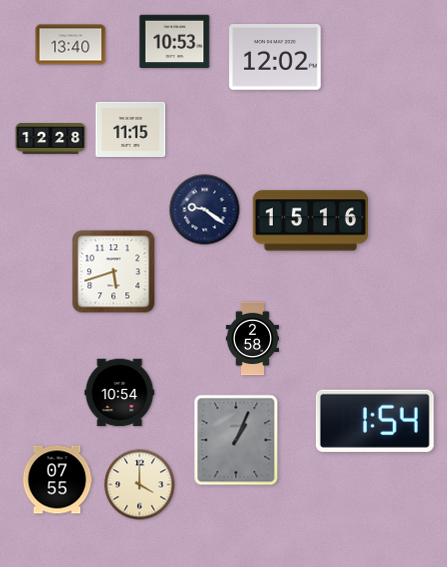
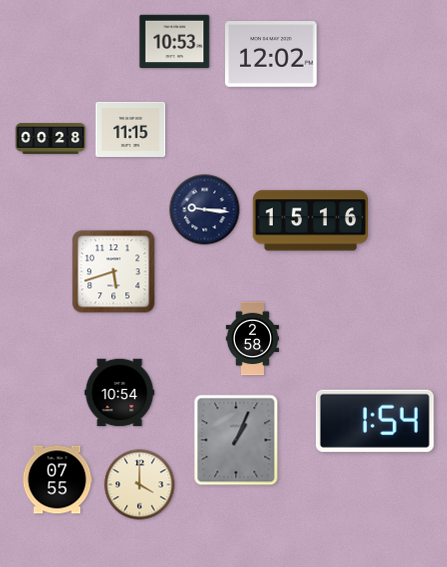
clock at (71, 45): 13:40 -> none
clock at (275, 58) position: (275, 58) -> (271, 55)
clock at (51, 139): 12:28 -> 00:28
clock at (205, 210): 9:21 -> 9:16
